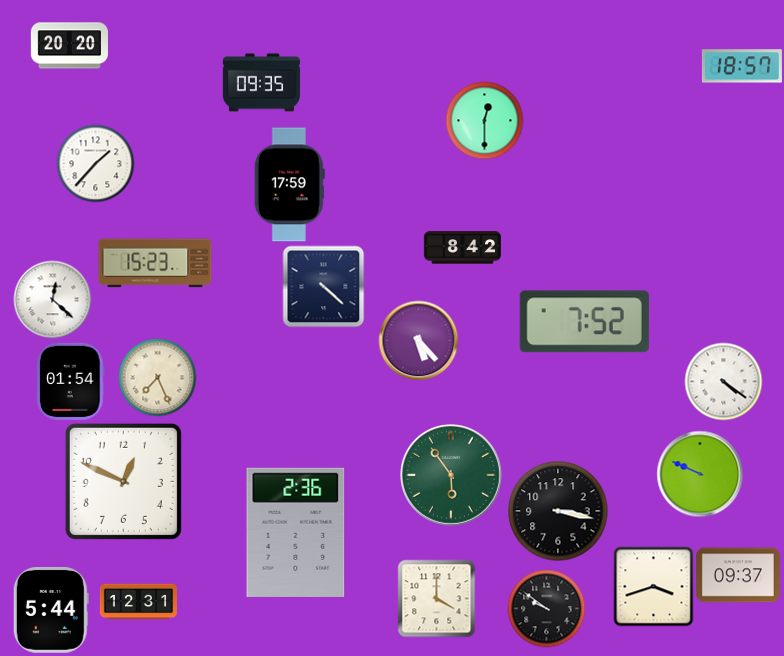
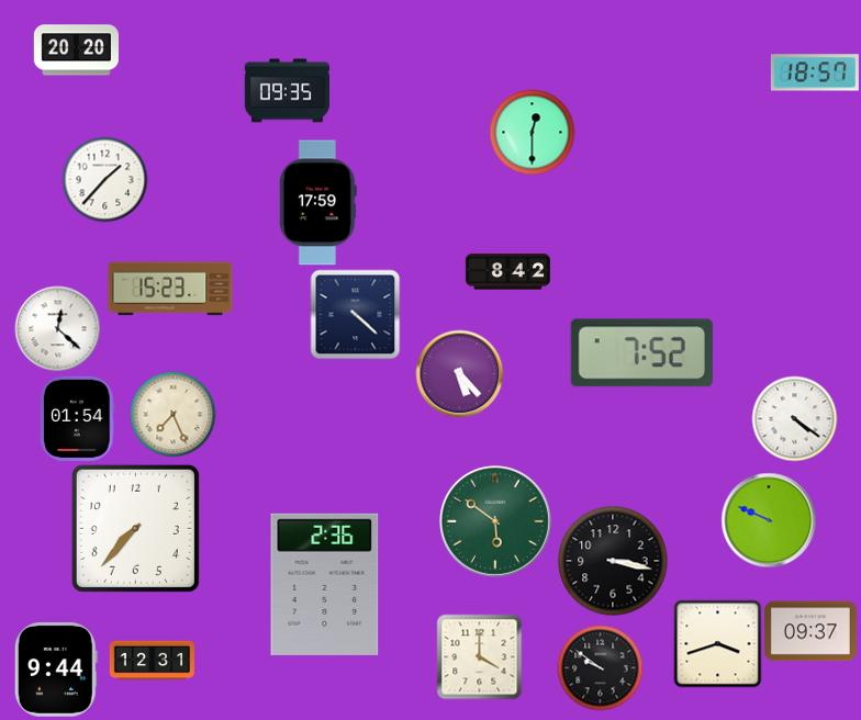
clock at (452, 476): 5:54 -> 5:51
clock at (123, 481): 12:49 -> 7:37
clock at (51, 611): 5:44 -> 9:44
